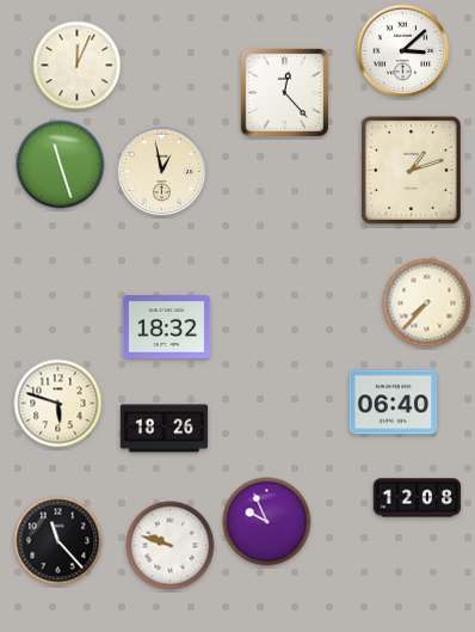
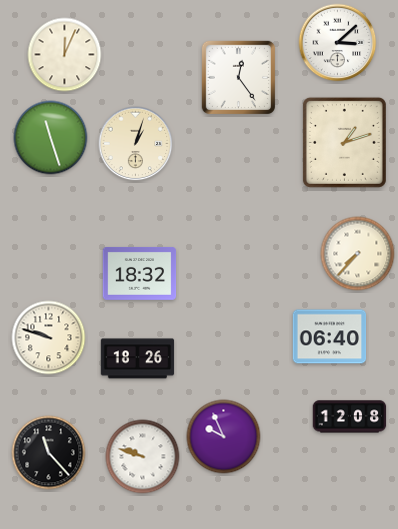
clock at (284, 92): 12:23 -> 12:24
clock at (162, 172): 12:58 -> 1:03
clock at (58, 404): 5:48 -> 9:48
